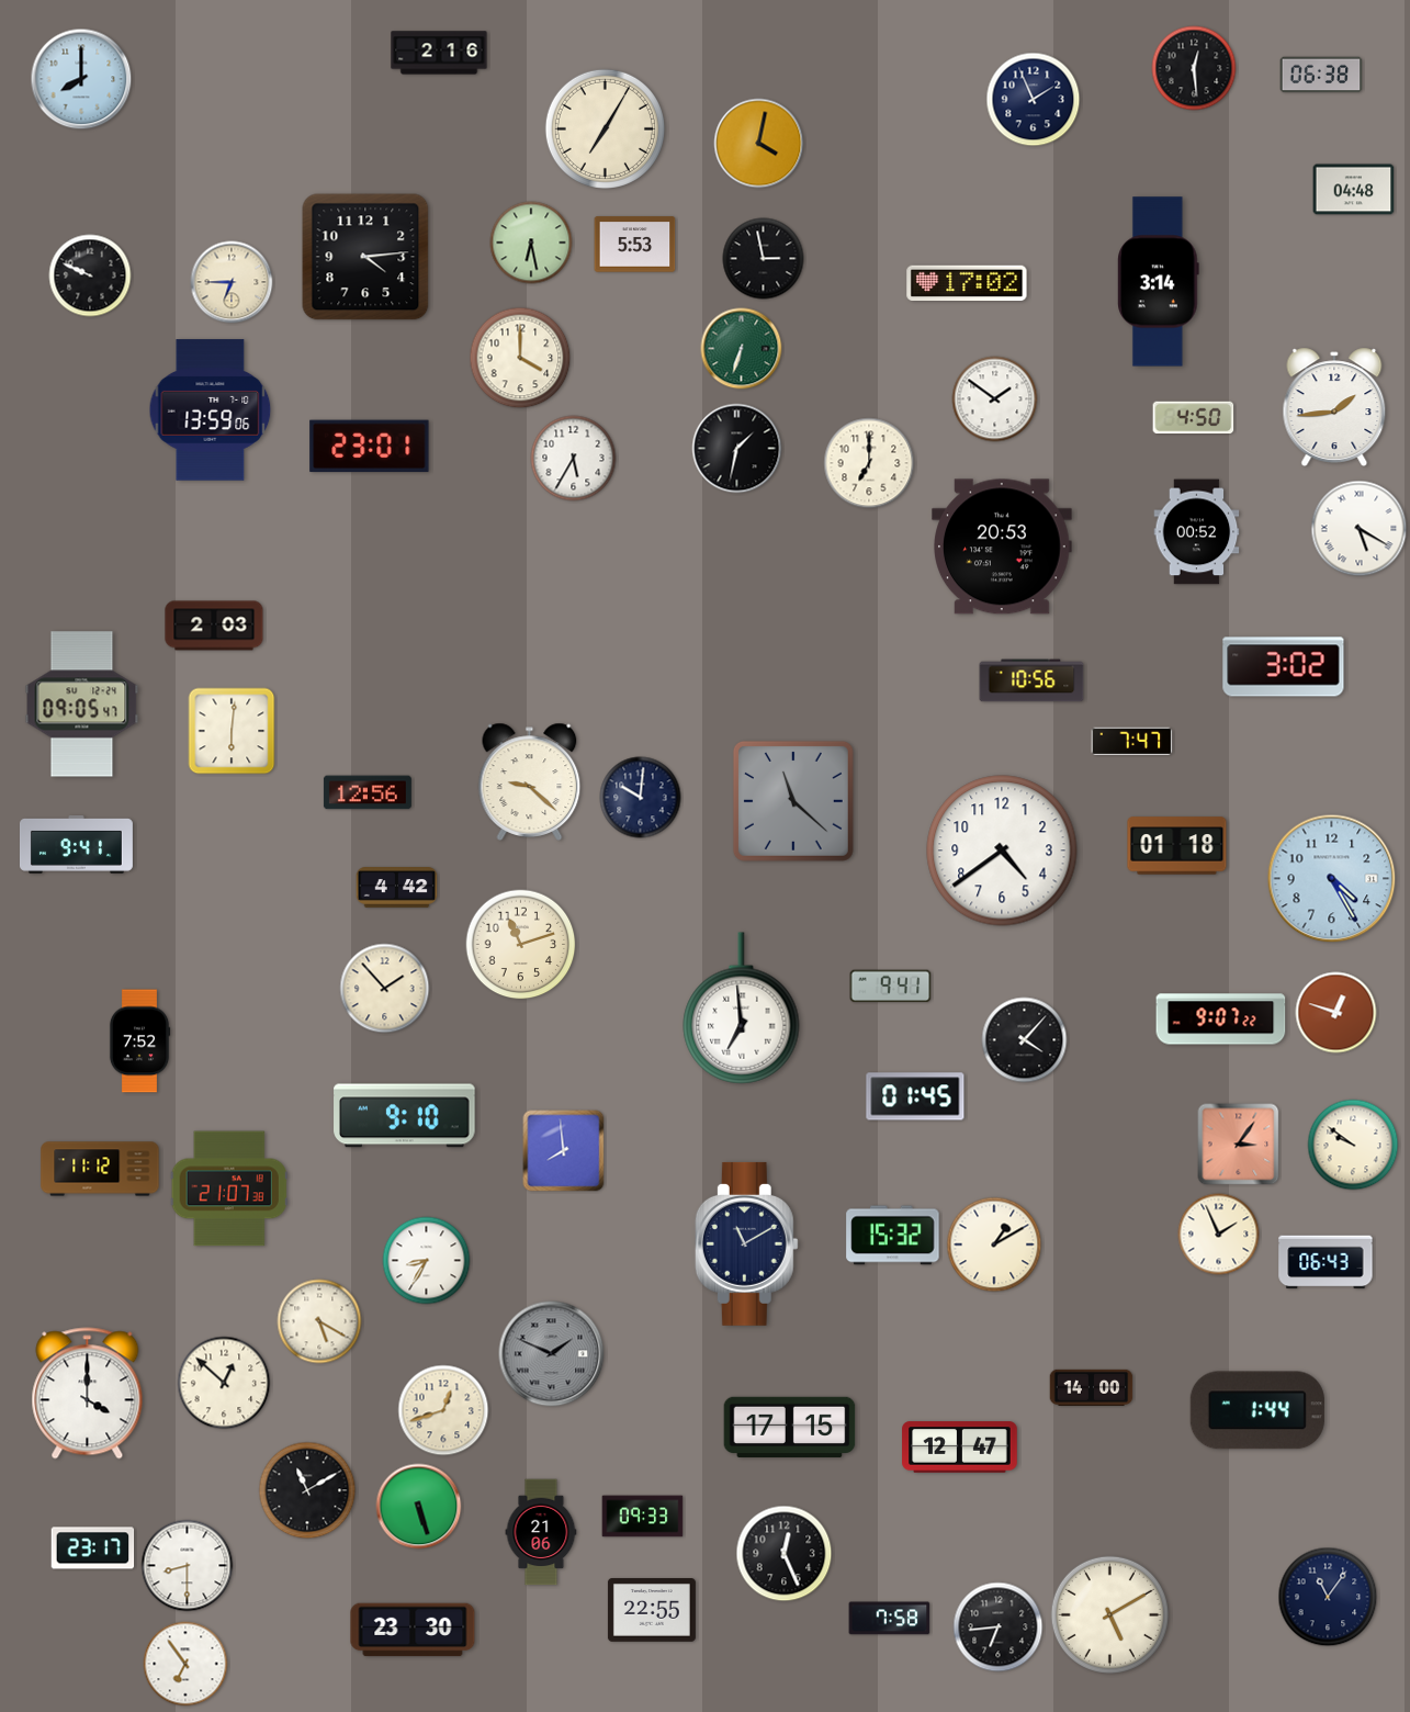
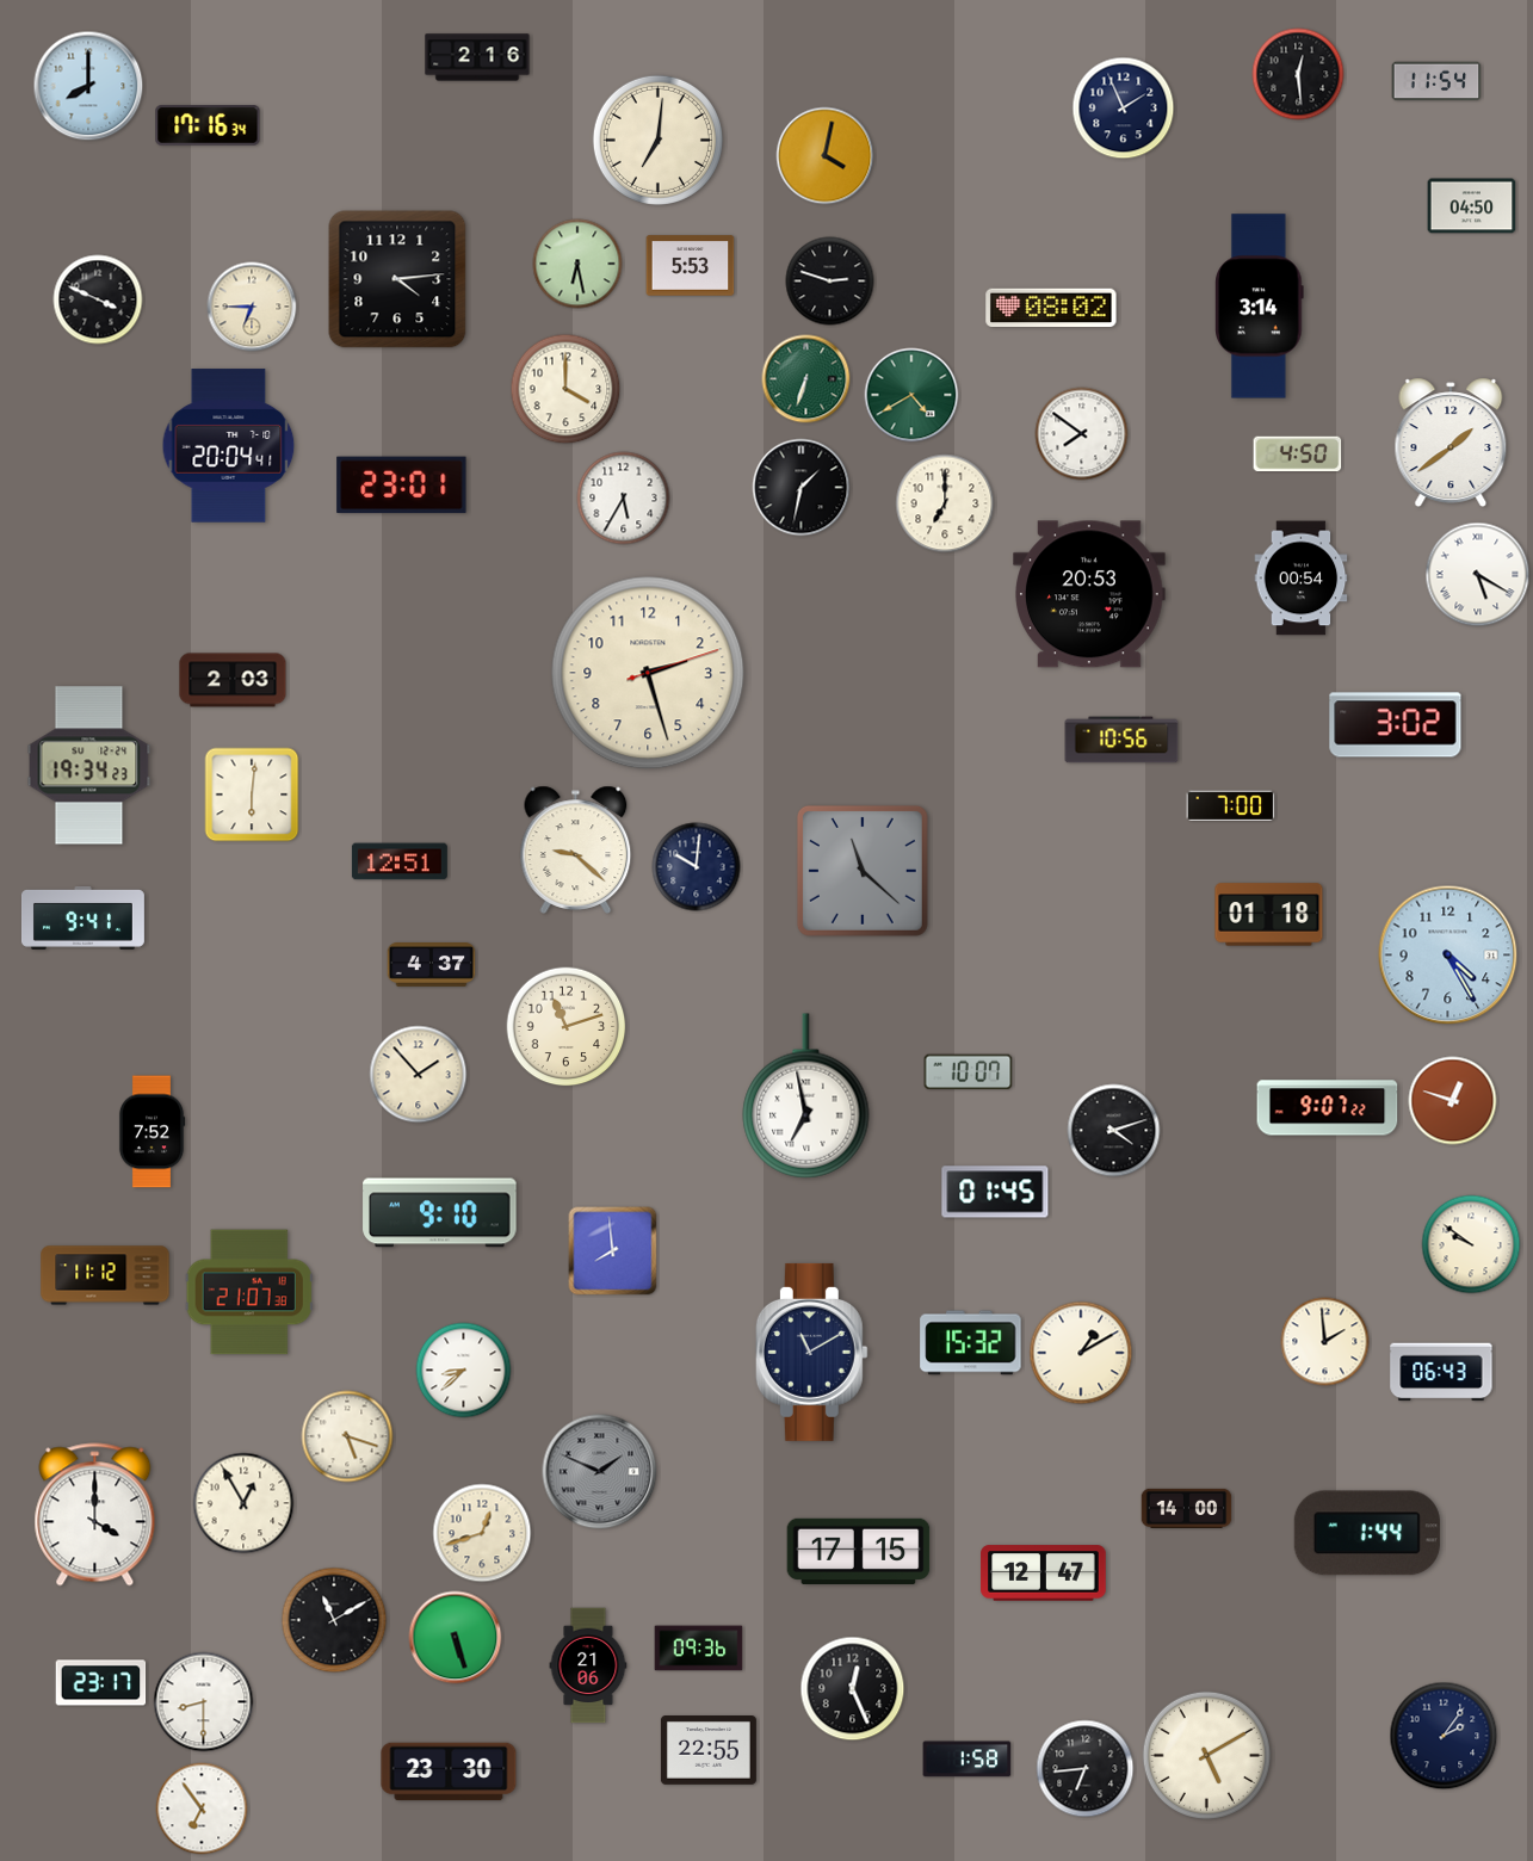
clock at (1321, 75): 06:38 -> 11:54
clock at (208, 125): none -> 17:16
clock at (605, 128): 7:05 -> 7:01
clock at (1354, 190): 04:48 -> 04:50
clock at (764, 259): 2:58 -> 2:48
clock at (90, 275): 9:49 -> 3:49
clock at (967, 283): 17:02 -> 08:02
clock at (911, 395): none -> 4:40
clock at (995, 399): 1:51 -> 7:51
clock at (1334, 406): 1:44 -> 1:39
clock at (211, 410): 13:59 -> 20:04
clock at (1197, 532): 00:52 -> 00:54
clock at (648, 673): none -> 2:27
clock at (82, 705): 09:05 -> 19:34
clock at (1132, 742): 7:47 -> 7:00
clock at (368, 792): 12:56 -> 12:51
clock at (1177, 846) position: (1177, 846) -> (1269, 915)
clock at (1002, 851): 4:39 -> none
clock at (397, 888): 4:42 -> 4:37
clock at (891, 987): 9:41 -> 10:07
clock at (742, 1009): 6:59 -> 6:58
clock at (1025, 1040): 4:07 -> 4:12
clock at (1239, 1145): 3:06 -> none
clock at (100, 1169) position: (100, 1169) -> (105, 1275)
clock at (1219, 1235): 1:56 -> 1:59
clock at (427, 1261): 8:35 -> 8:38
clock at (319, 1321): 5:20 -> 5:18
clock at (224, 1383): 12:52 -> 12:55
clock at (643, 1517): 09:33 -> 09:36
clock at (1328, 1597): 11:06 -> 2:06
clock at (890, 1619): 7:58 -> 1:58
